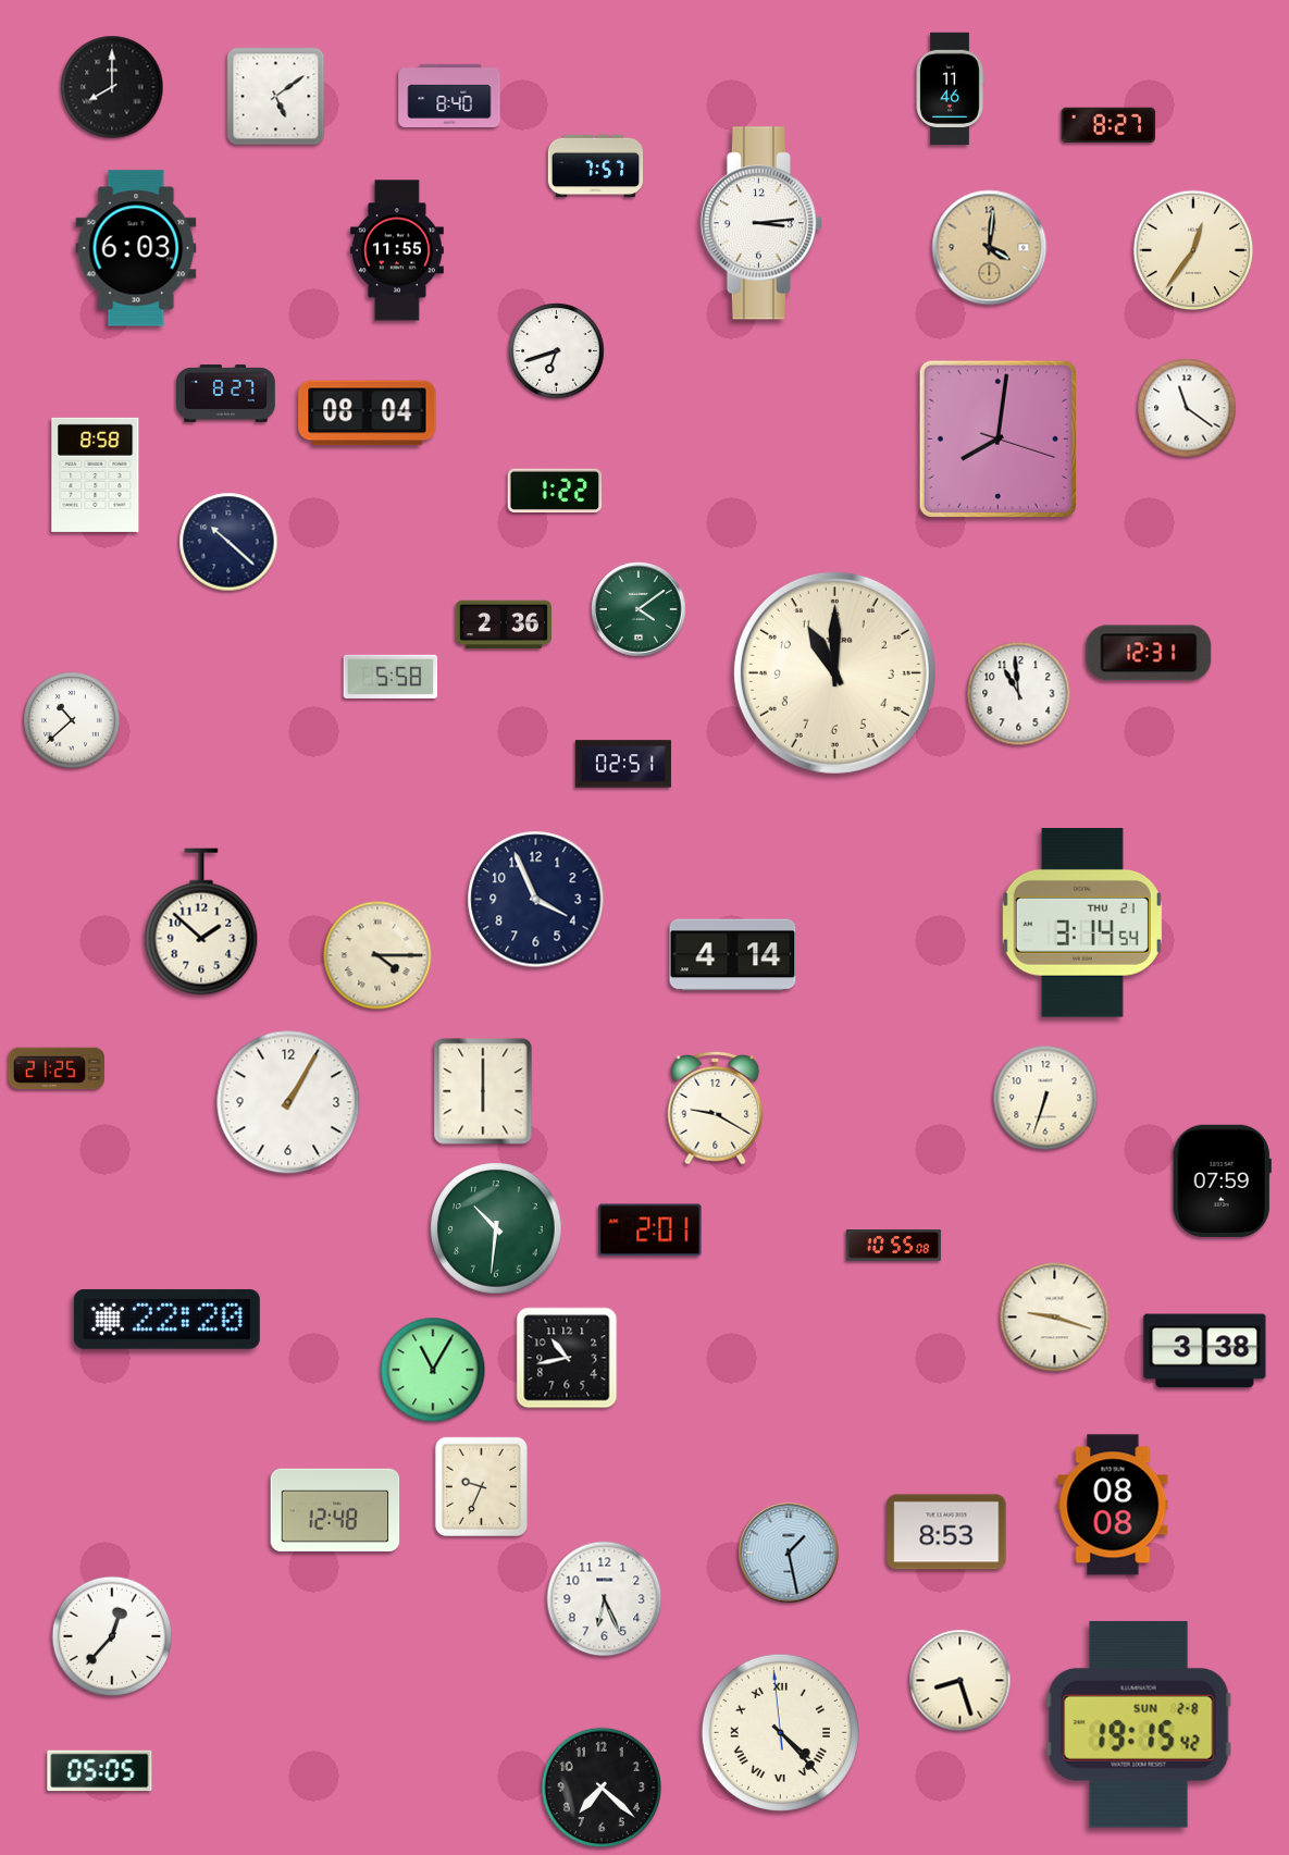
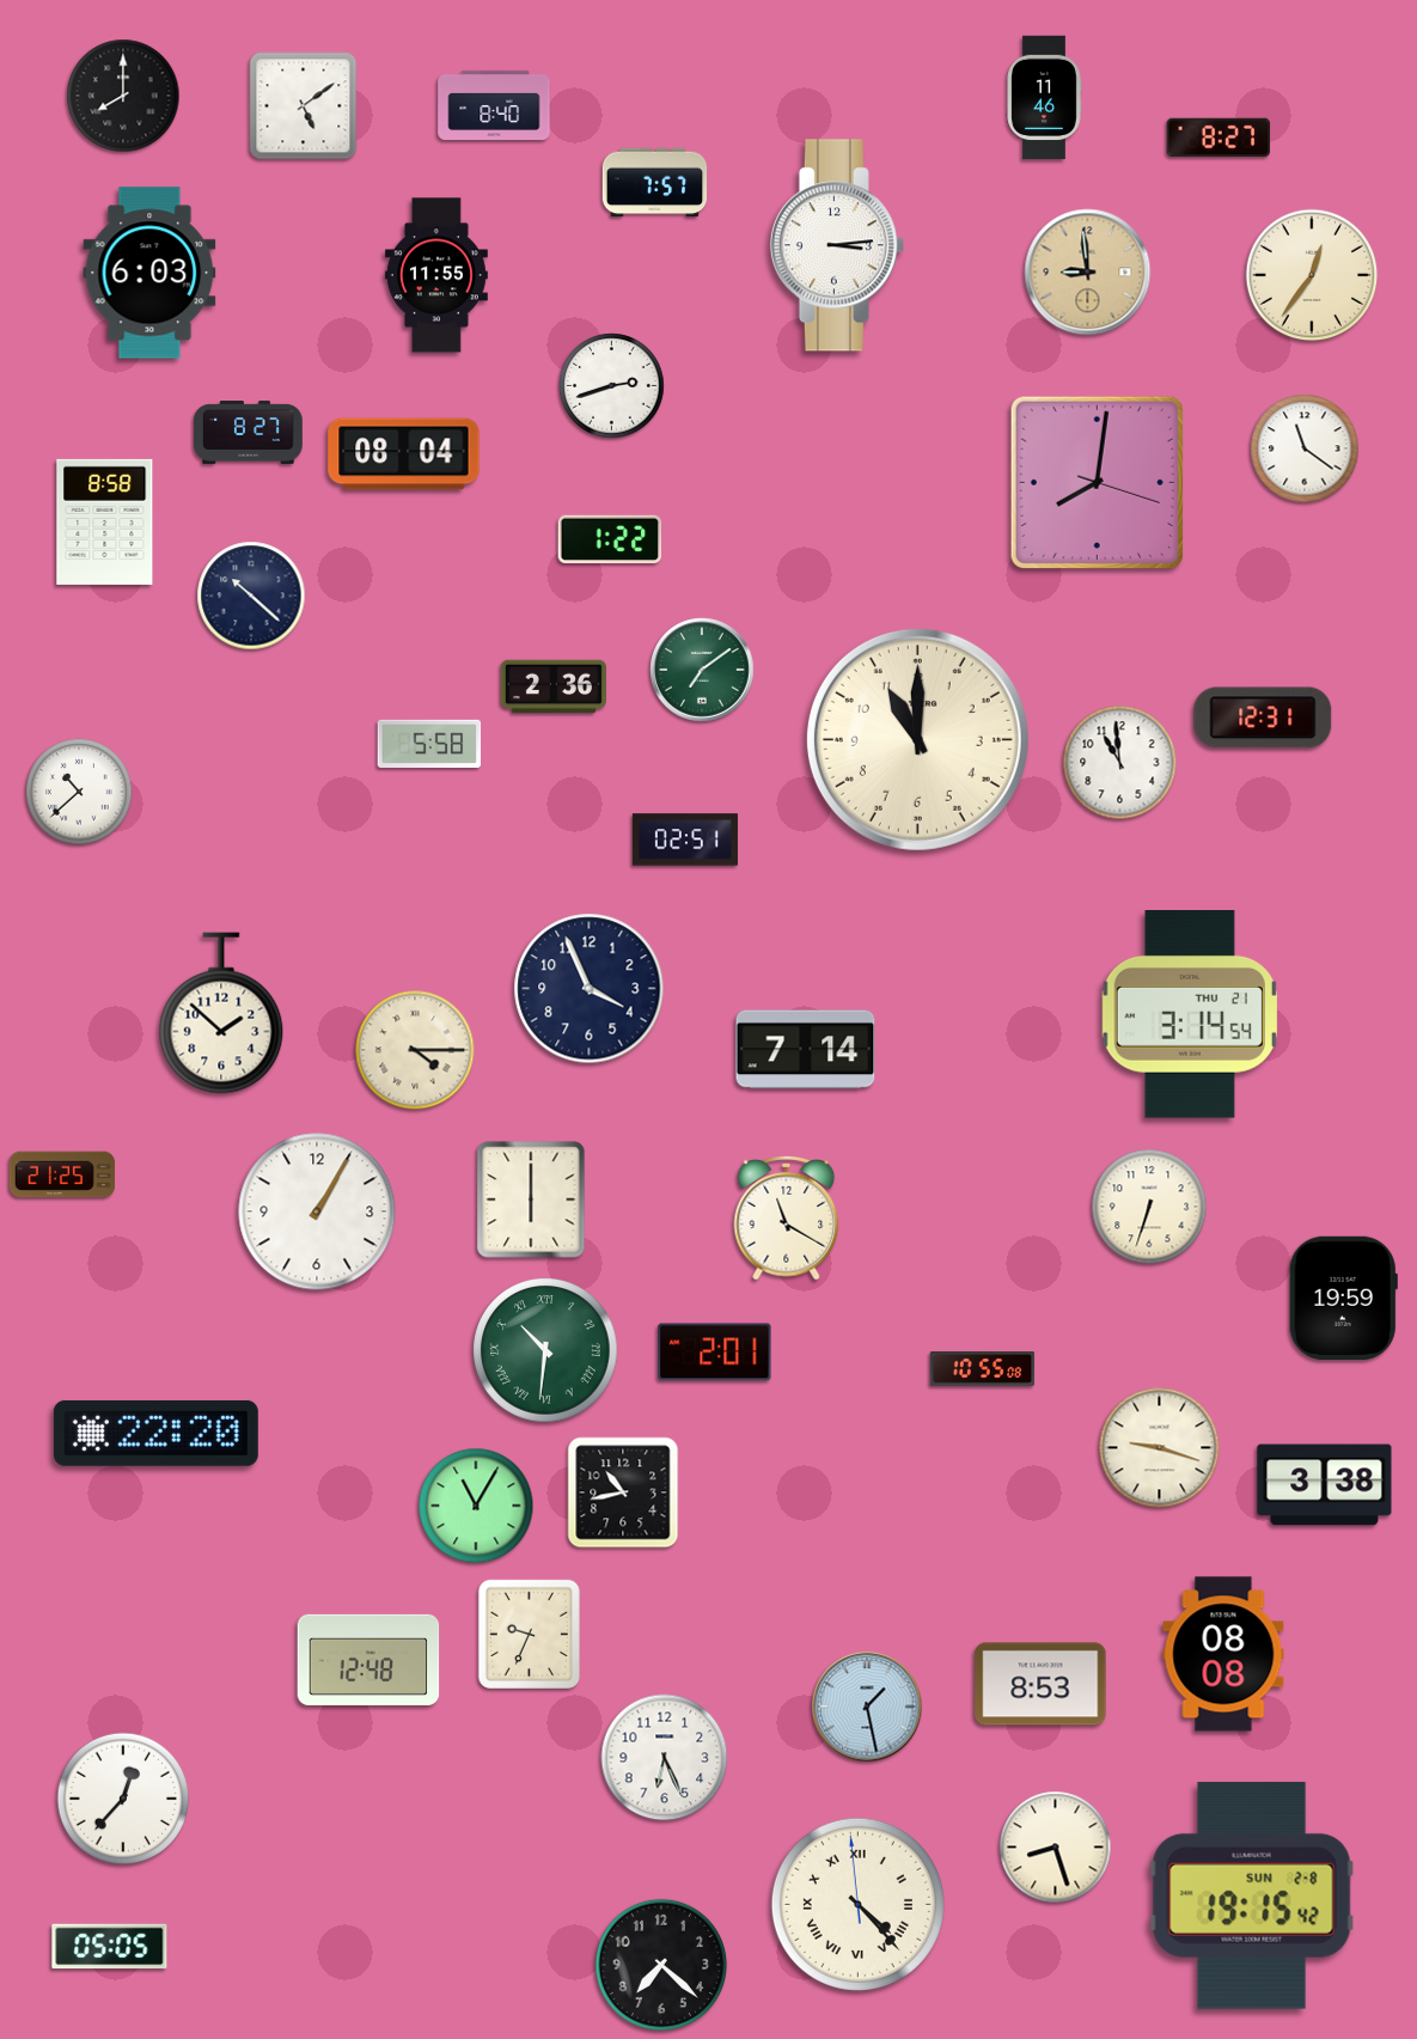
clock at (990, 248): 4:01 -> 8:59
clock at (557, 351): 6:42 -> 2:42
clock at (639, 609): 4:09 -> 7:09
clock at (733, 955): 4:14 -> 7:14
clock at (716, 1109): 9:20 -> 11:20
clock at (1222, 1180): 07:59 -> 19:59
clock at (496, 1228) numerals: Arabic -> Roman
clock at (166, 1319) position: (166, 1319) -> (155, 1433)
